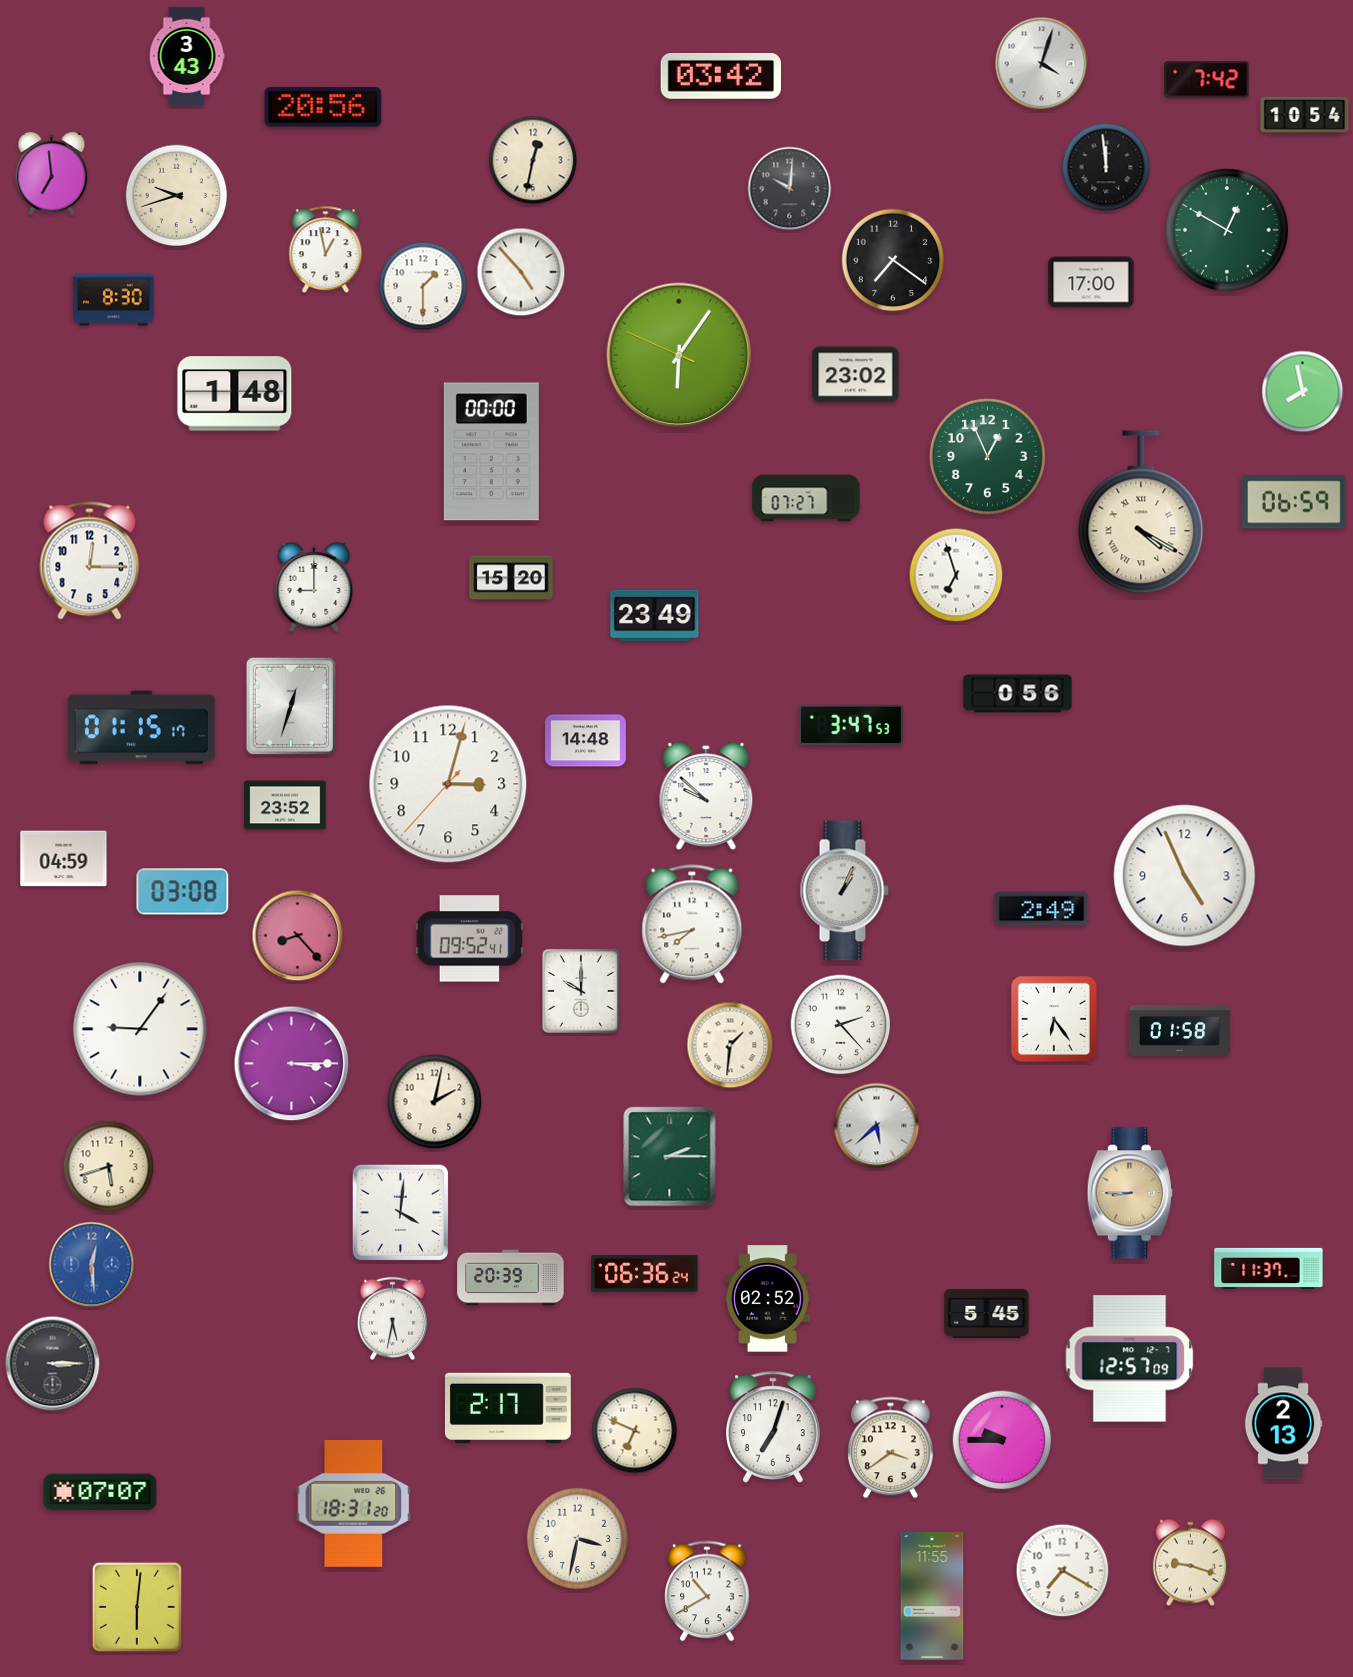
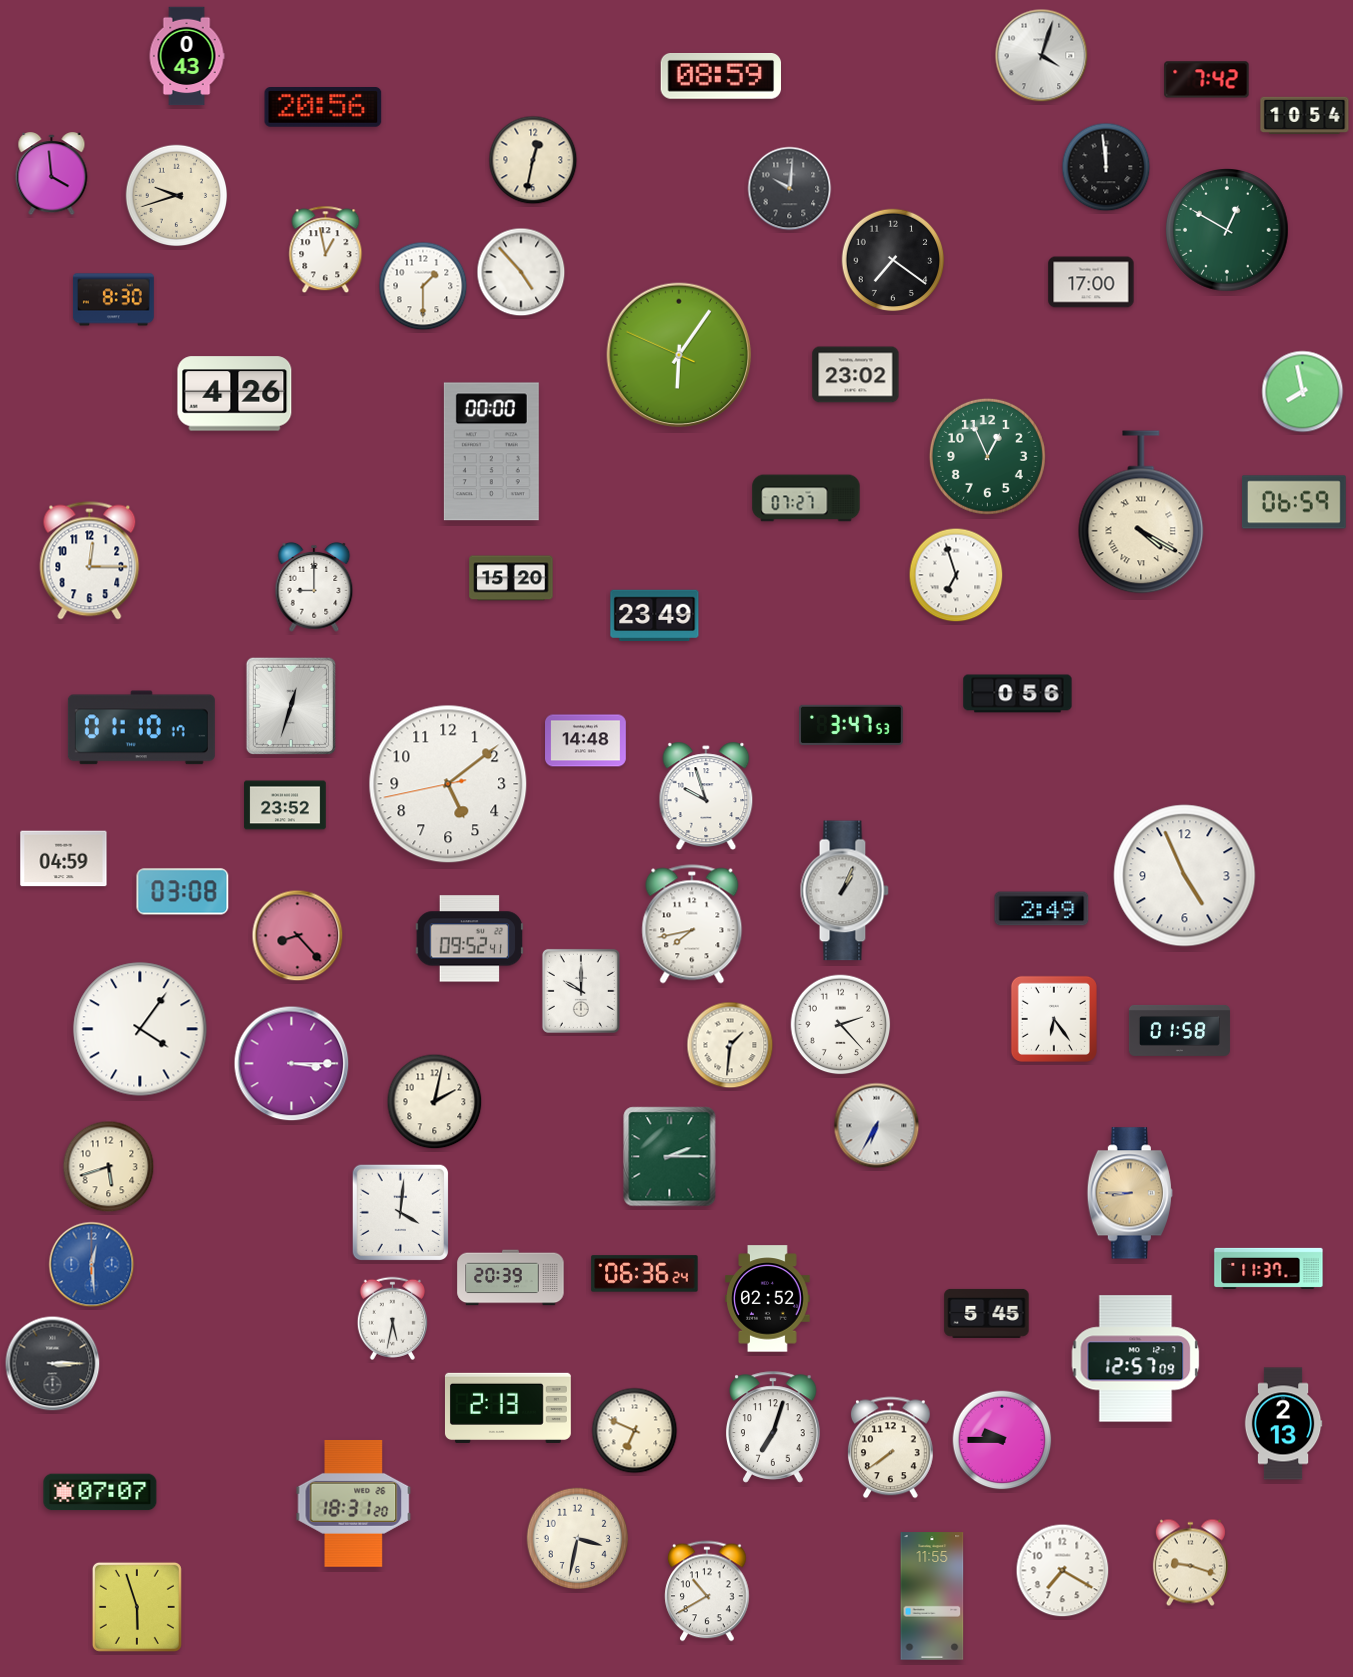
clock at (187, 56): 3:43 -> 0:43
clock at (1042, 64) position: (1042, 64) -> (1042, 56)
clock at (720, 77): 03:42 -> 08:59
clock at (52, 174): 6:59 -> 3:59
clock at (235, 394): 1:48 -> 4:26
clock at (141, 728): 01:15 -> 01:10
clock at (448, 784): 3:02 -> 5:08
clock at (706, 796): 9:52 -> 9:57
clock at (140, 1029): 9:06 -> 4:06
clock at (877, 1126): 5:38 -> 6:35
clock at (1130, 1359) position: (1130, 1359) -> (1136, 1359)
clock at (508, 1408): 2:17 -> 2:13
clock at (891, 1448): 3:39 -> 7:39
clock at (137, 1607): 6:01 -> 5:57
